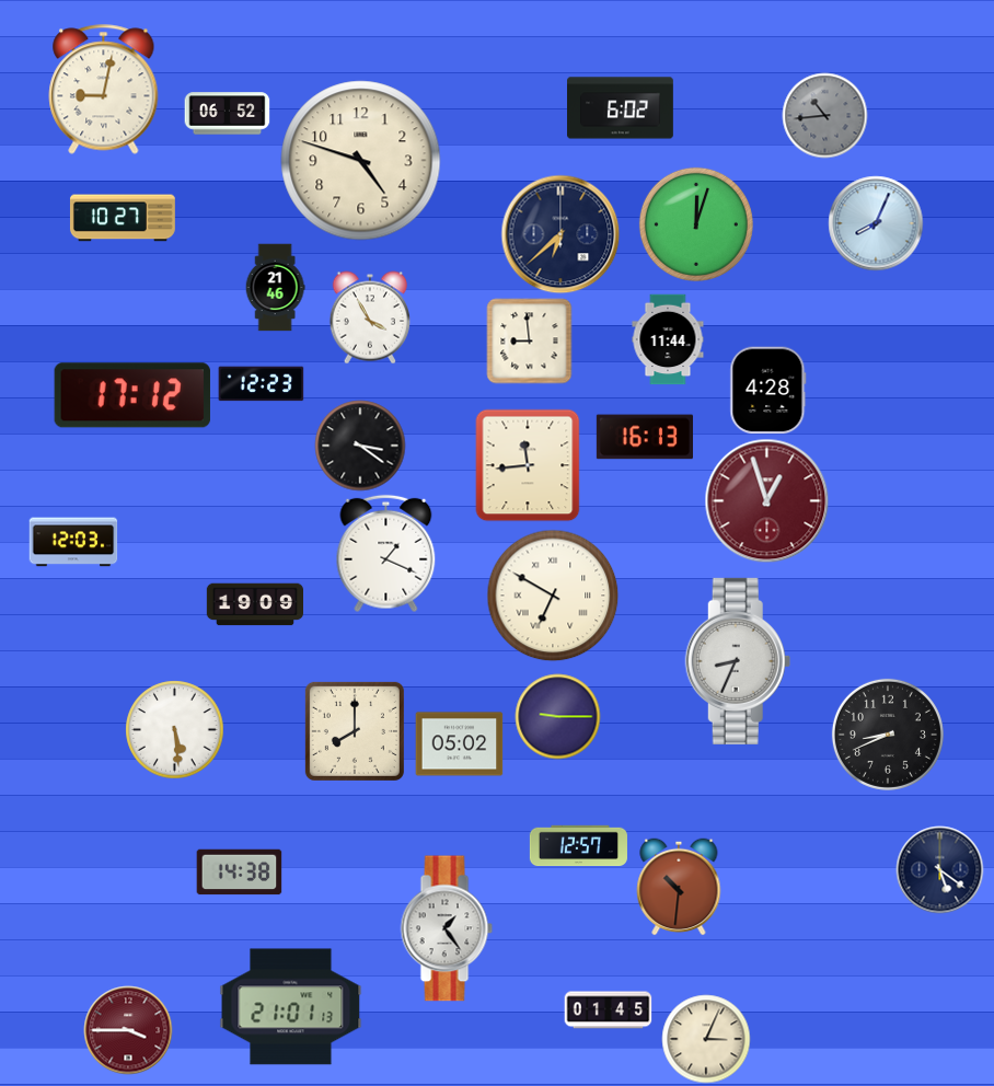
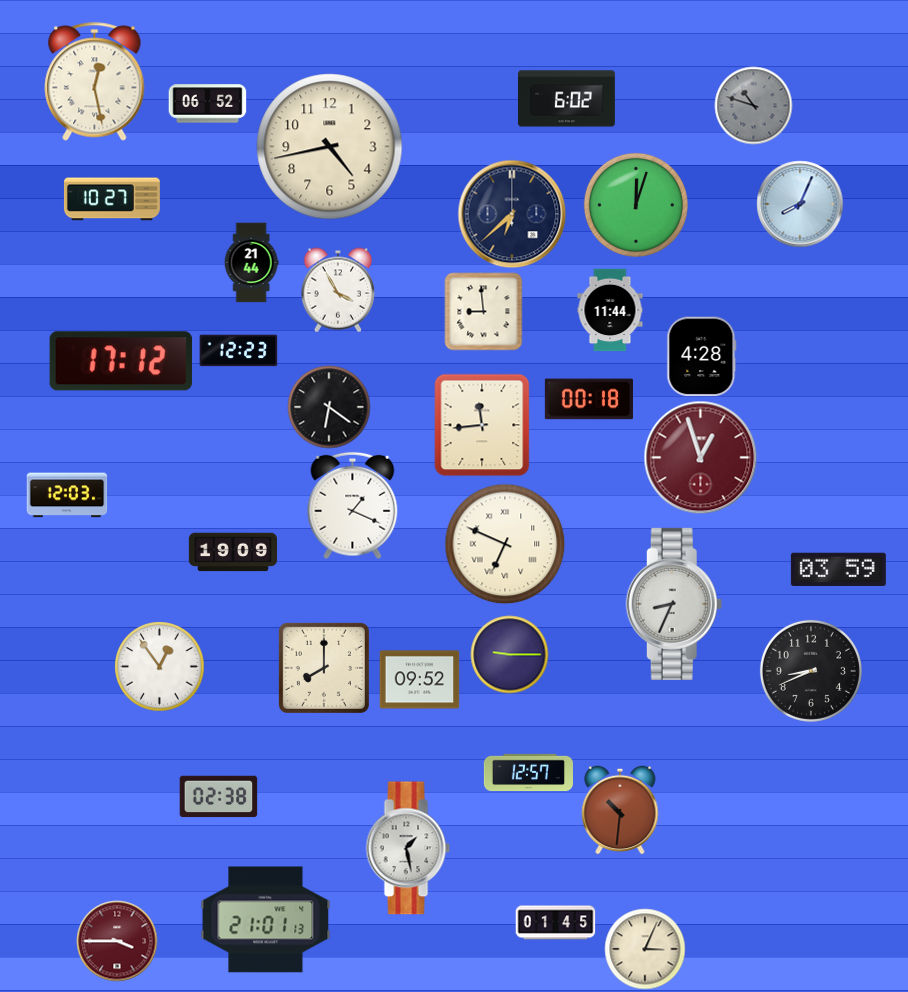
clock at (104, 90): 9:02 -> 12:28
clock at (824, 115): 10:44 -> 10:48
clock at (361, 161): 4:48 -> 4:43
clock at (275, 287): 21:46 -> 21:44
clock at (645, 437): 16:13 -> 00:18
clock at (360, 446): 3:21 -> 6:21
clock at (553, 596): 6:50 -> 6:49
clock at (838, 569): none -> 03:59
clock at (174, 729): 5:29 -> 12:54
clock at (459, 744): 05:02 -> 09:52
clock at (939, 869): 5:21 -> none
clock at (239, 873): 14:38 -> 02:38
clock at (447, 928): 1:24 -> 1:28
